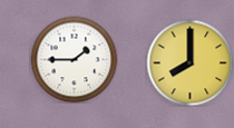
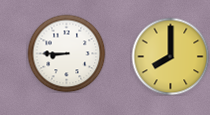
clock at (74, 59): 1:45 -> 8:45
